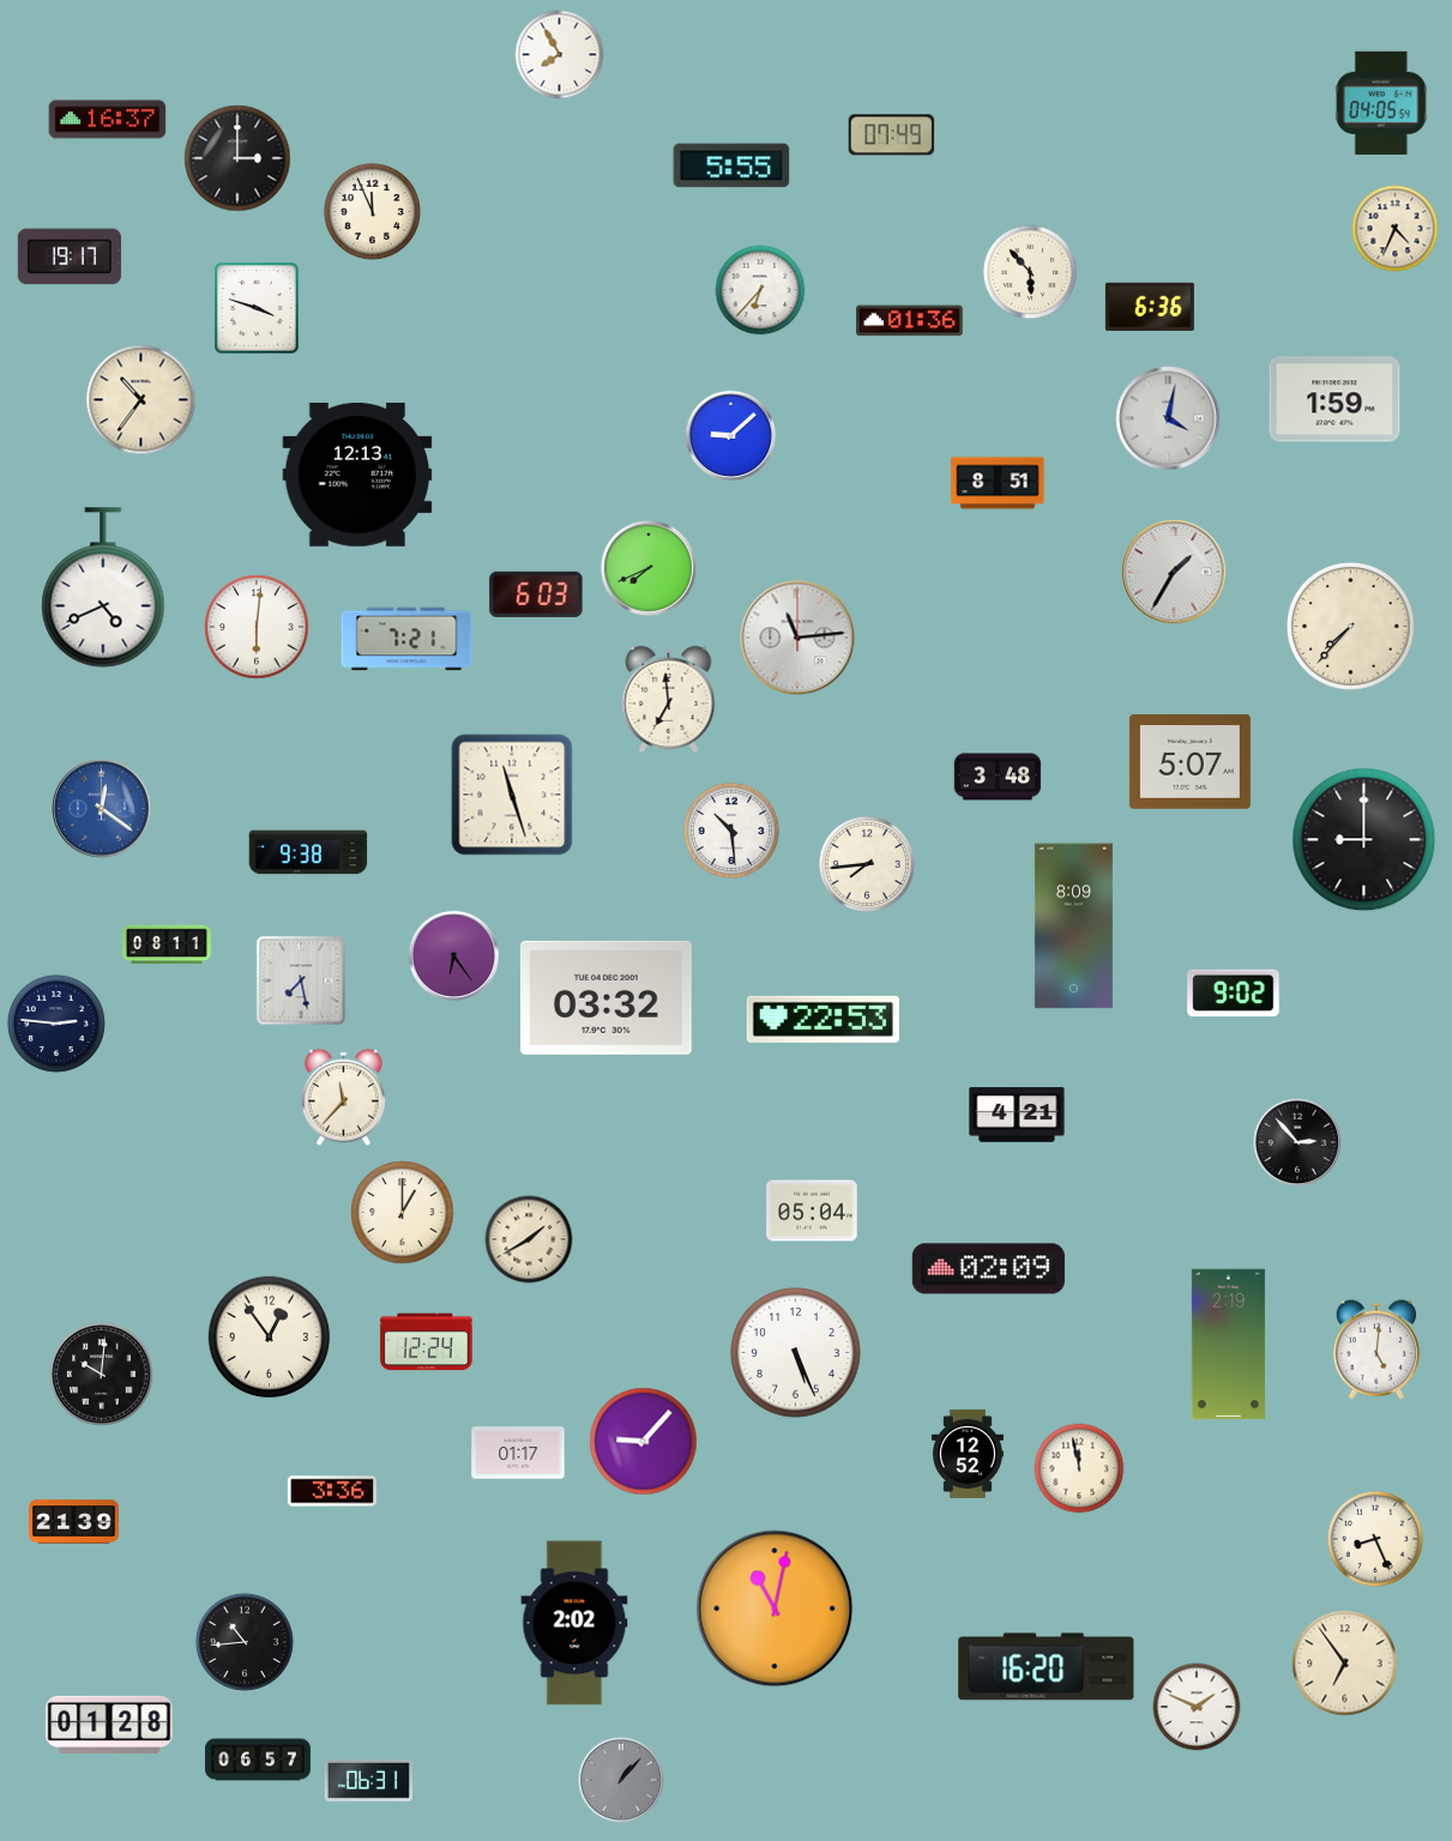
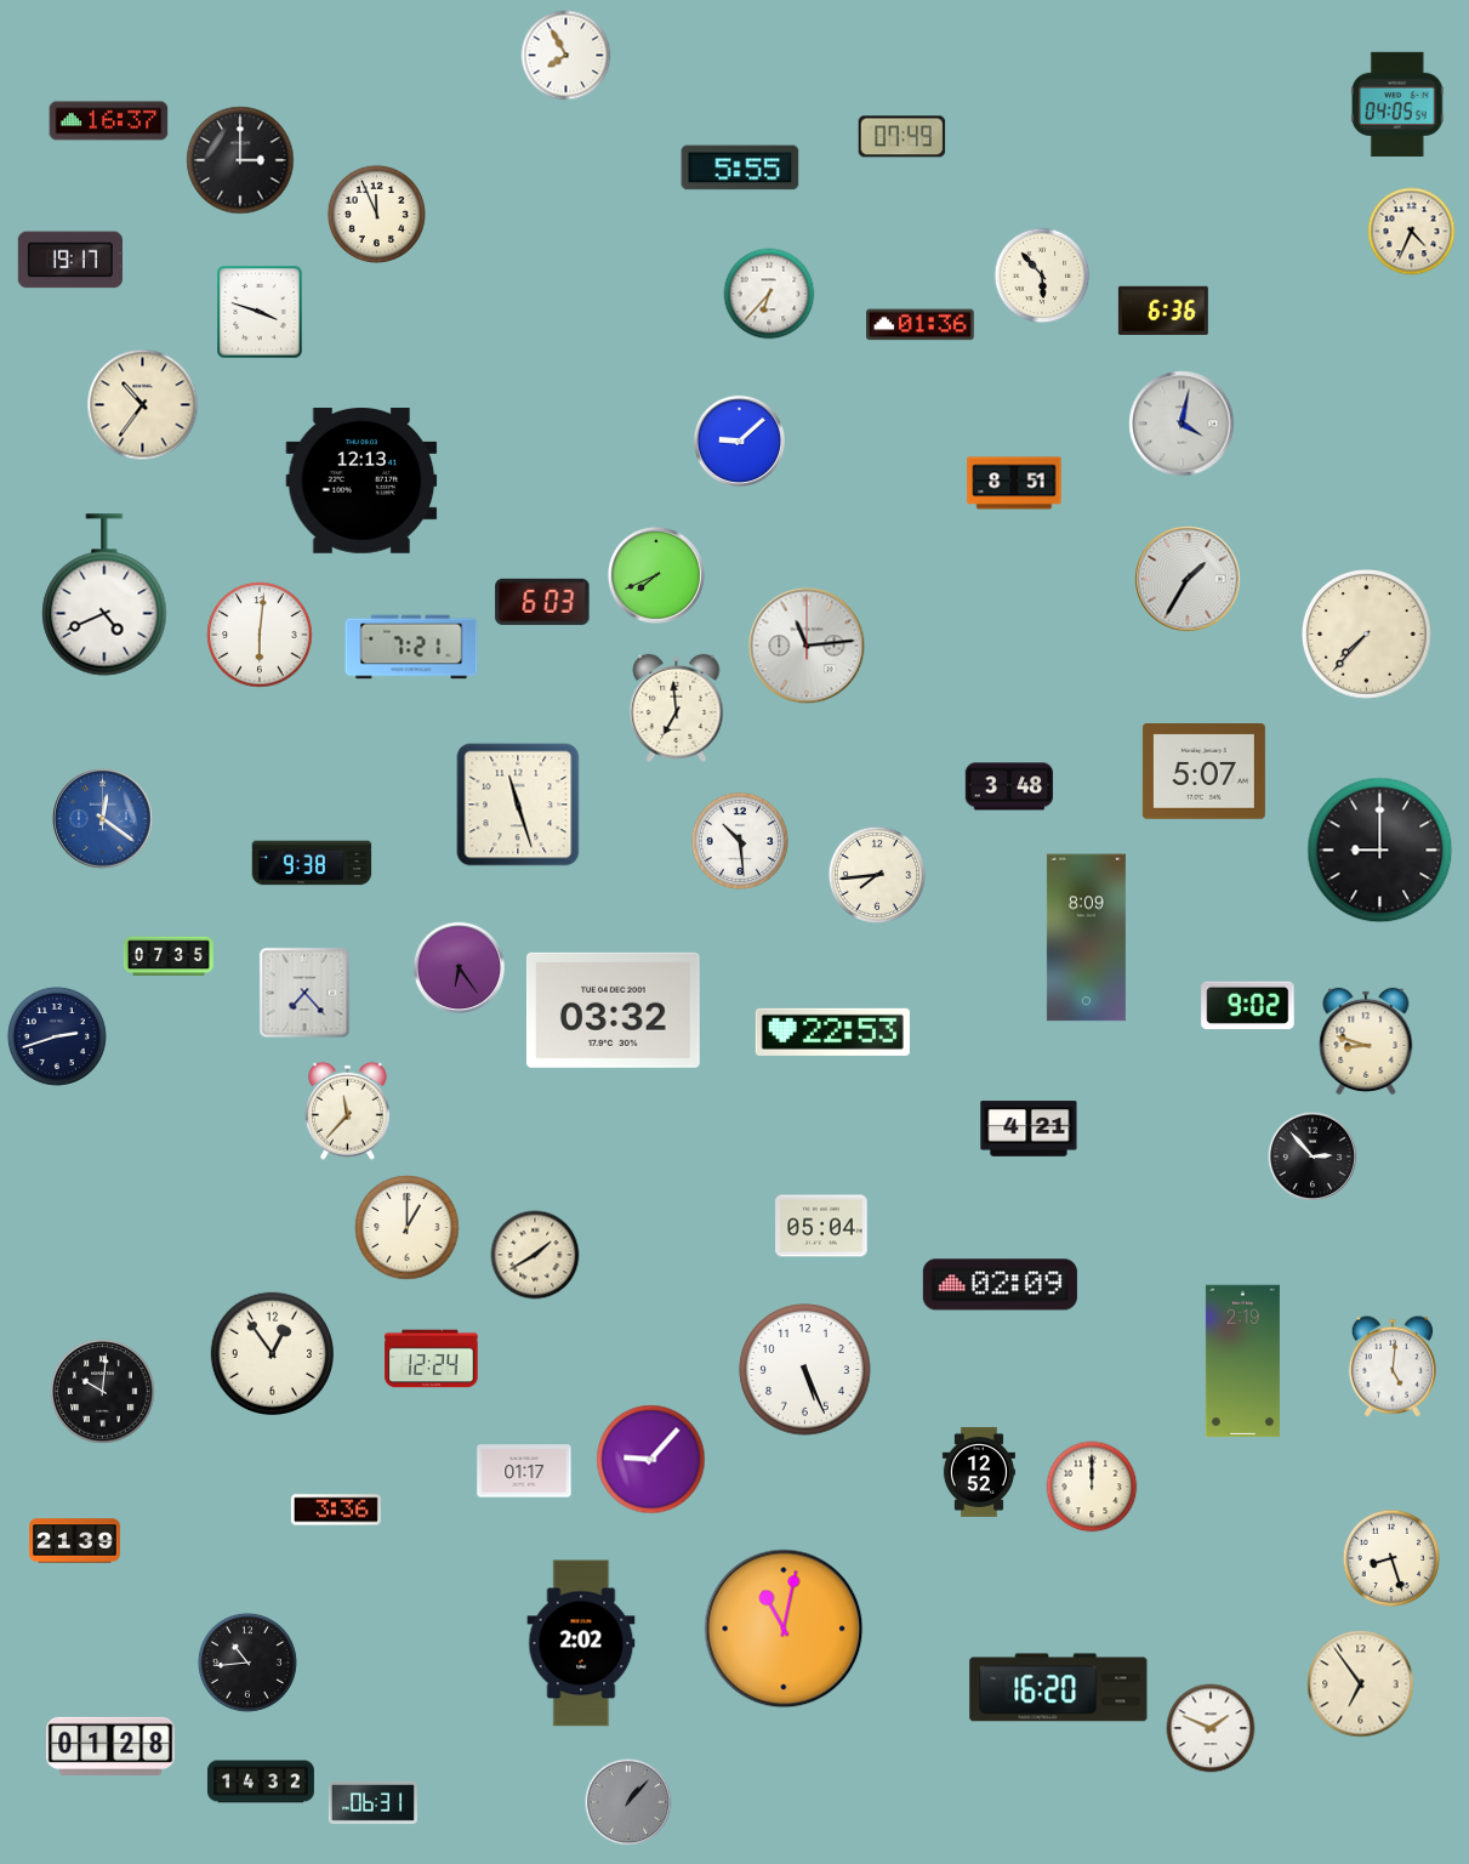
clock at (1334, 399): 1:59 -> none
clock at (998, 483) position: (998, 483) -> (1014, 483)
clock at (167, 944): 08:11 -> 07:35
clock at (301, 980): 7:28 -> 7:23
clock at (56, 1024): 2:46 -> 2:42
clock at (1366, 1041): none -> 8:48
clock at (1079, 1468): 11:58 -> 12:00
clock at (1375, 1539): 8:26 -> 8:27
clock at (258, 1759): 06:57 -> 14:32
